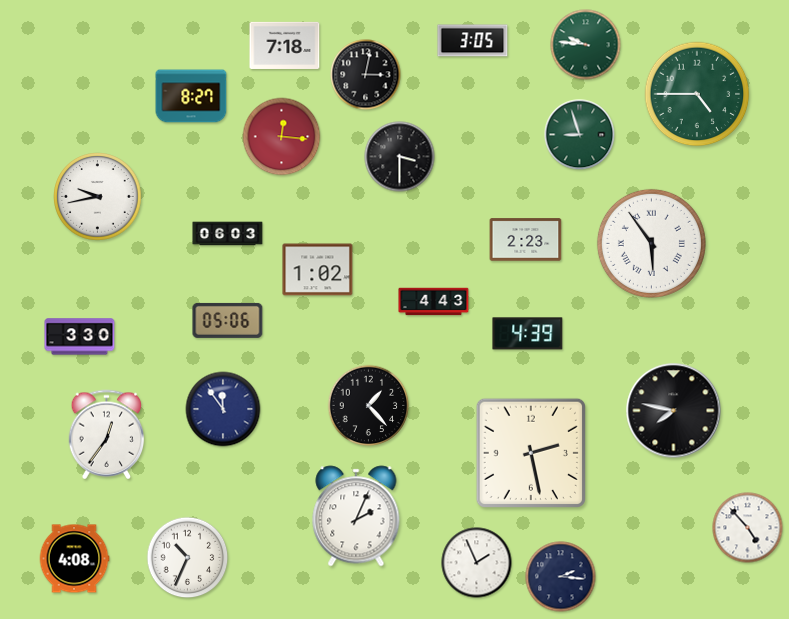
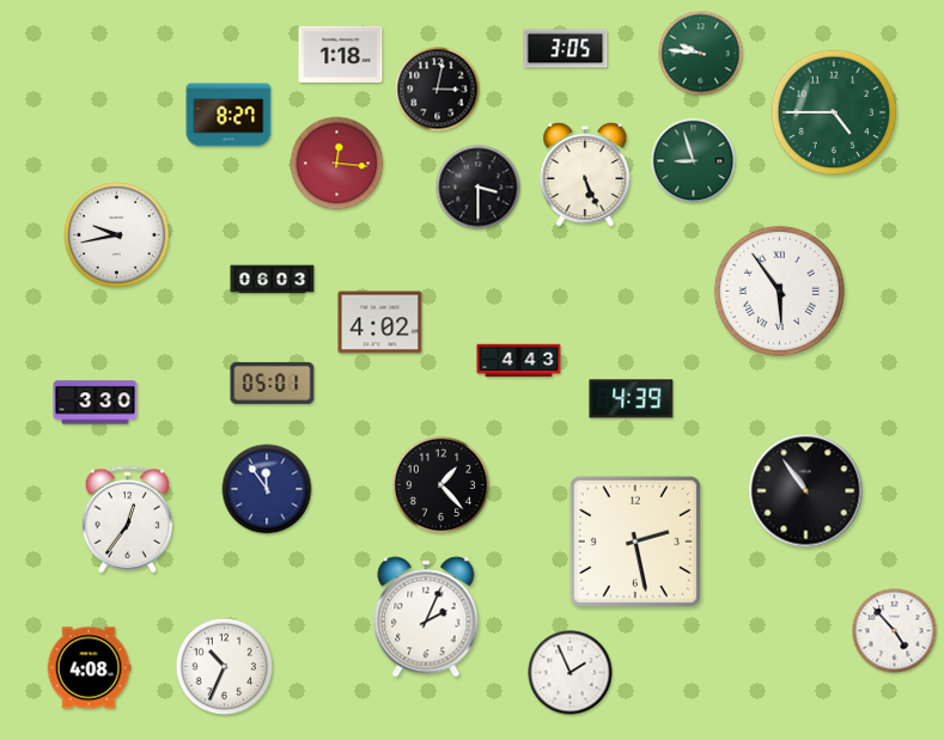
clock at (285, 45): 7:18 -> 1:18
clock at (585, 175): none -> 5:26
clock at (526, 240): 2:23 -> none
clock at (318, 270): 1:02 -> 4:02
clock at (228, 320): 05:06 -> 05:01
clock at (674, 411): 7:47 -> 10:54
clock at (561, 577): 2:16 -> none
